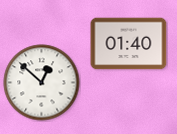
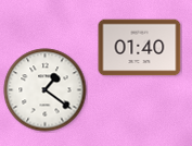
clock at (42, 83): 12:52 -> 1:21
